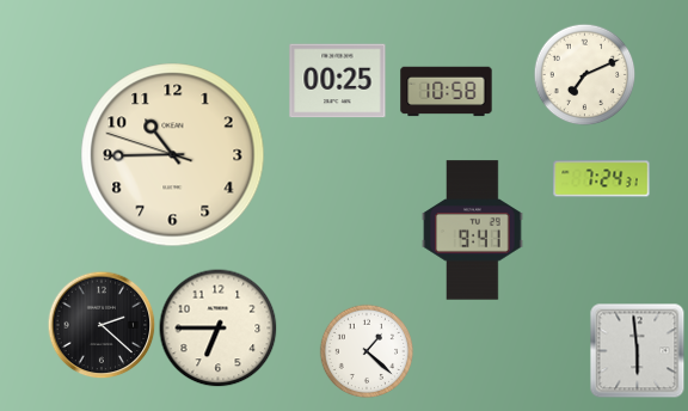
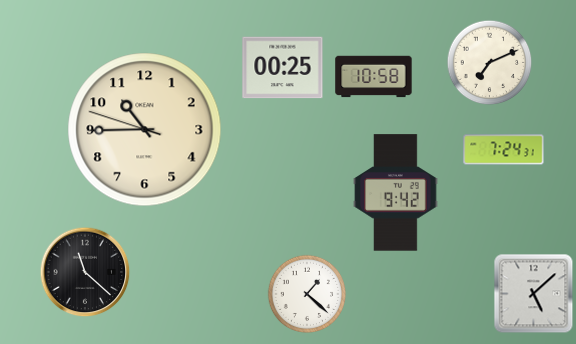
clock at (473, 231): 9:41 -> 9:42
clock at (102, 325): 2:22 -> 11:22
clock at (219, 329): 6:45 -> none
clock at (637, 350): 5:59 -> 5:08
